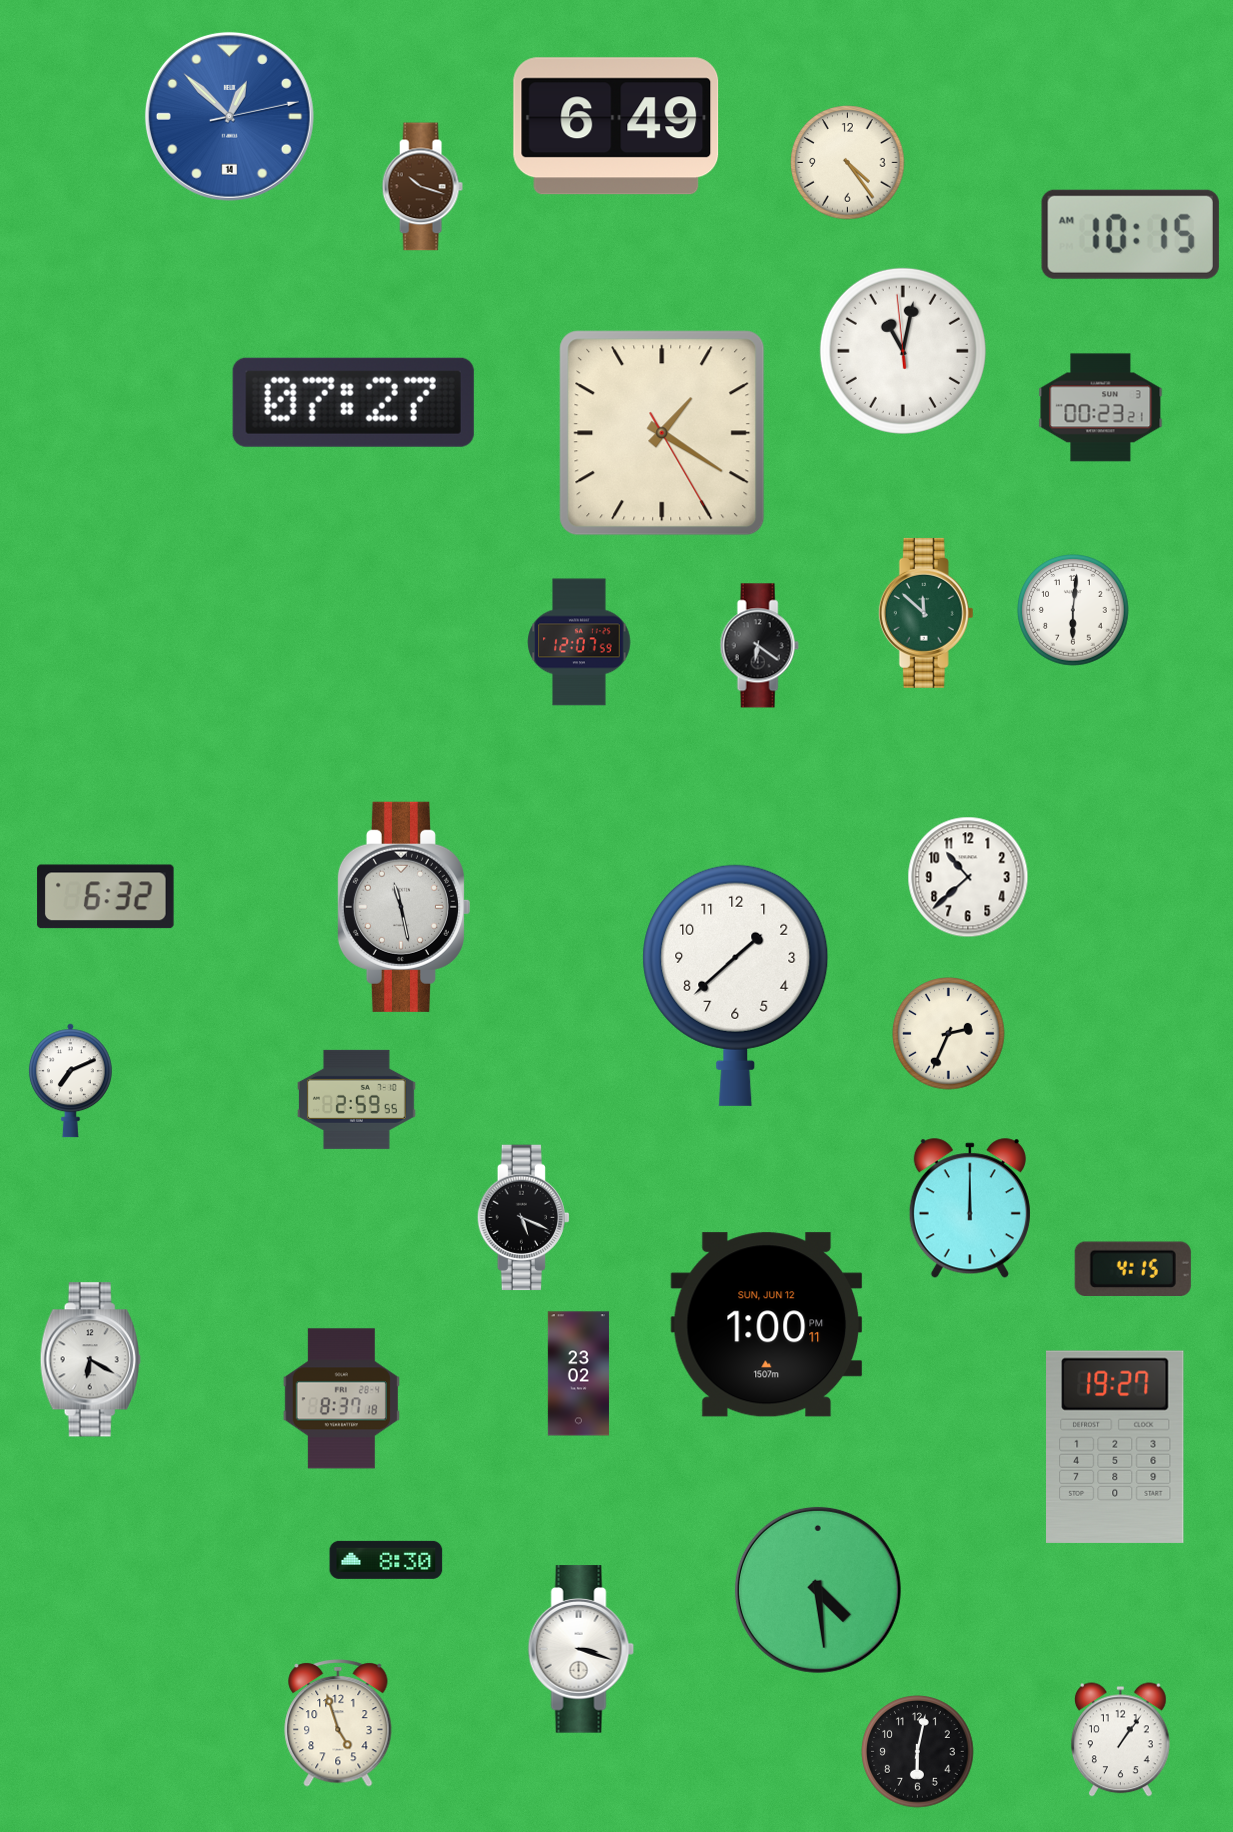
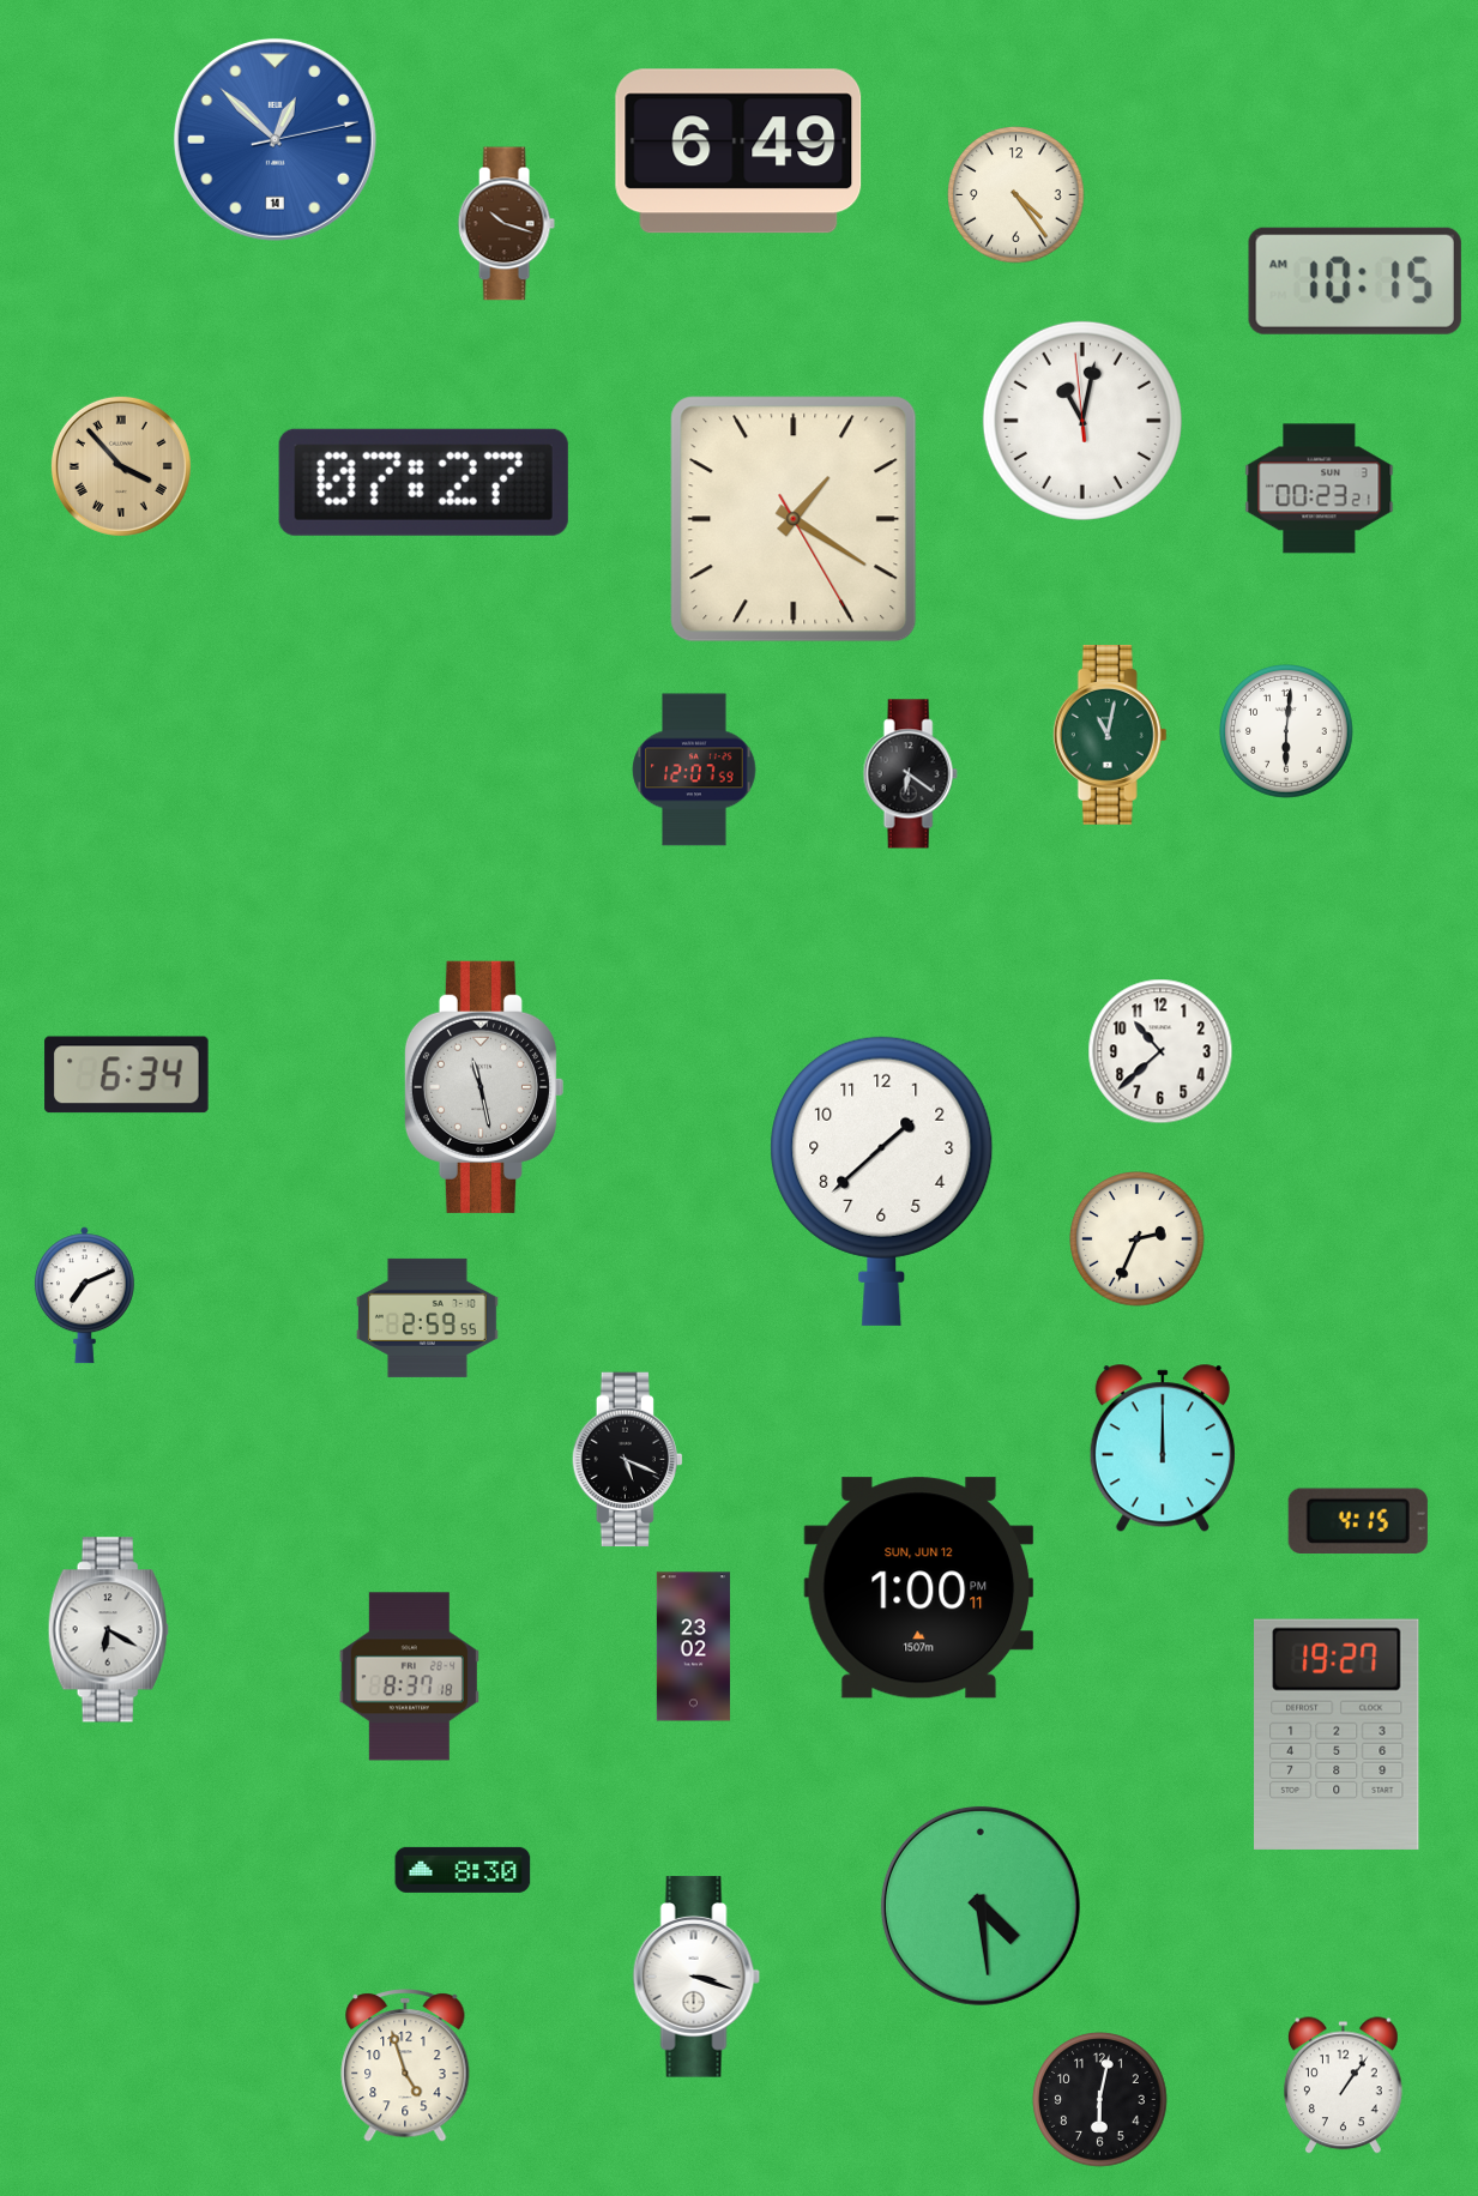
clock at (121, 466): none -> 3:53
clock at (926, 613): 11:52 -> 11:02
clock at (106, 897): 6:32 -> 6:34
